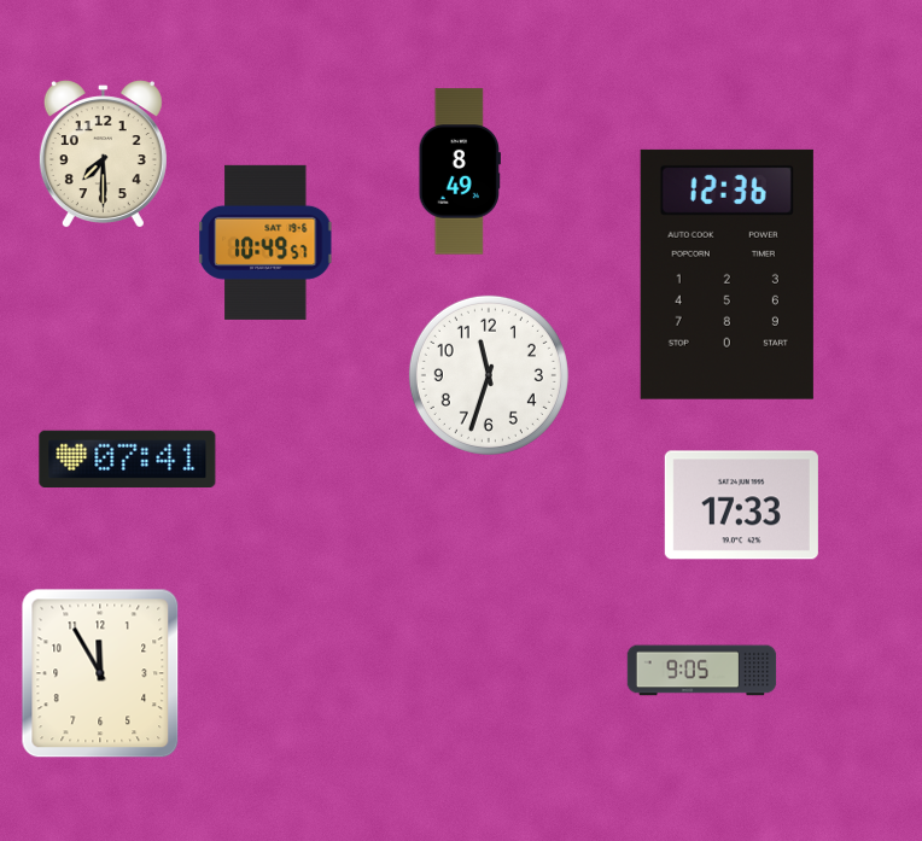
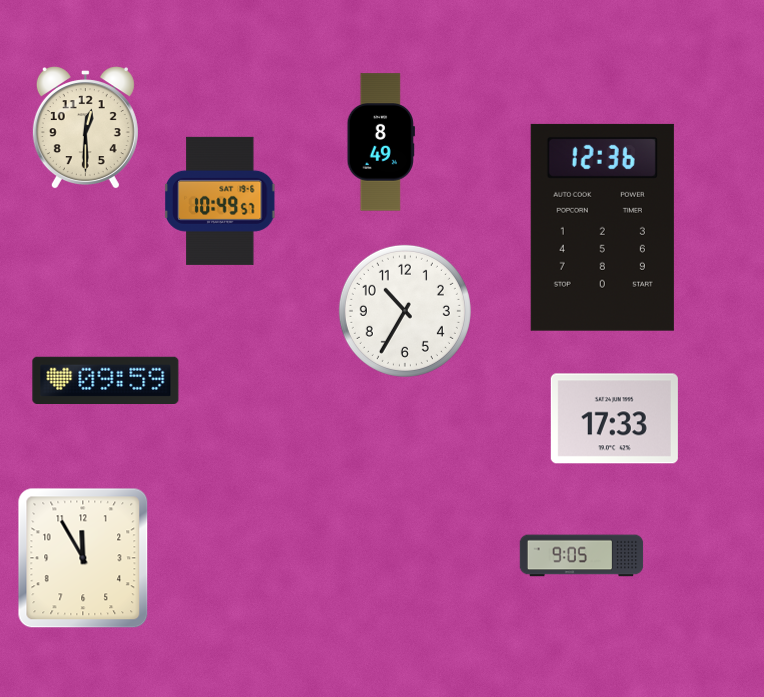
clock at (103, 154): 7:30 -> 12:30
clock at (489, 375): 11:33 -> 10:35
clock at (128, 459): 07:41 -> 09:59
